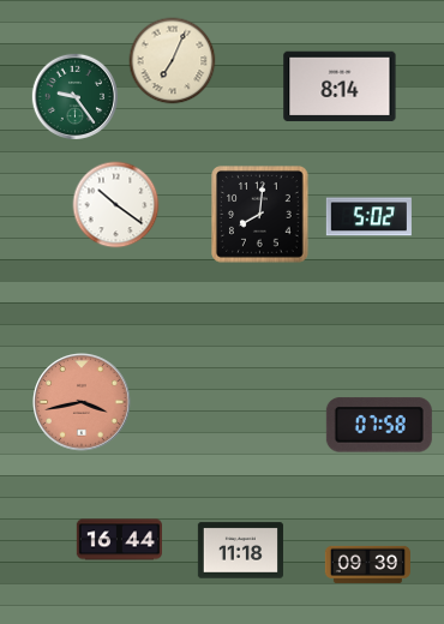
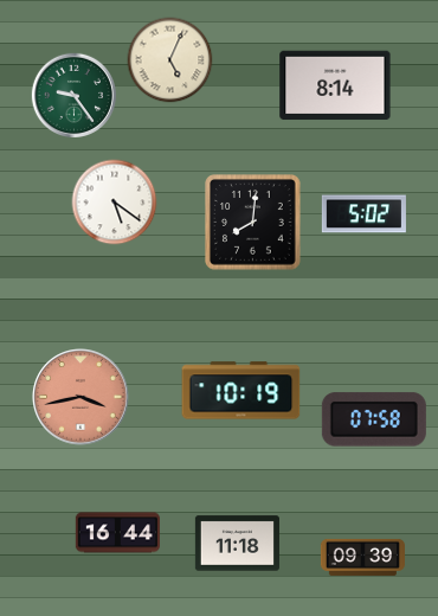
clock at (173, 61): 7:04 -> 5:04
clock at (116, 205): 10:21 -> 5:21
clock at (260, 215) position: (260, 215) -> (253, 223)
clock at (241, 391): none -> 10:19
